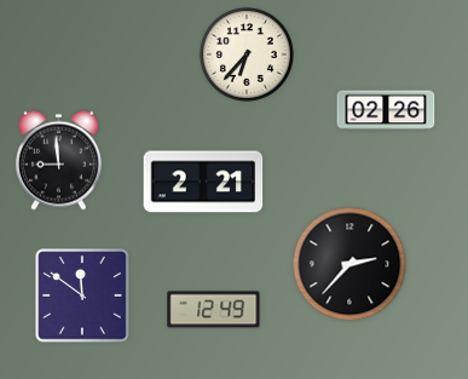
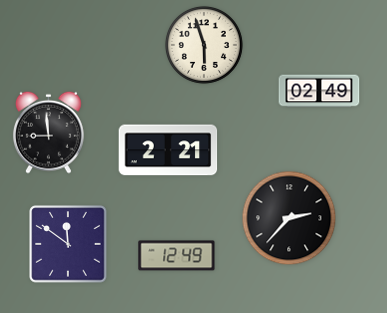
clock at (247, 54): 6:37 -> 5:57
clock at (386, 110): 02:26 -> 02:49
